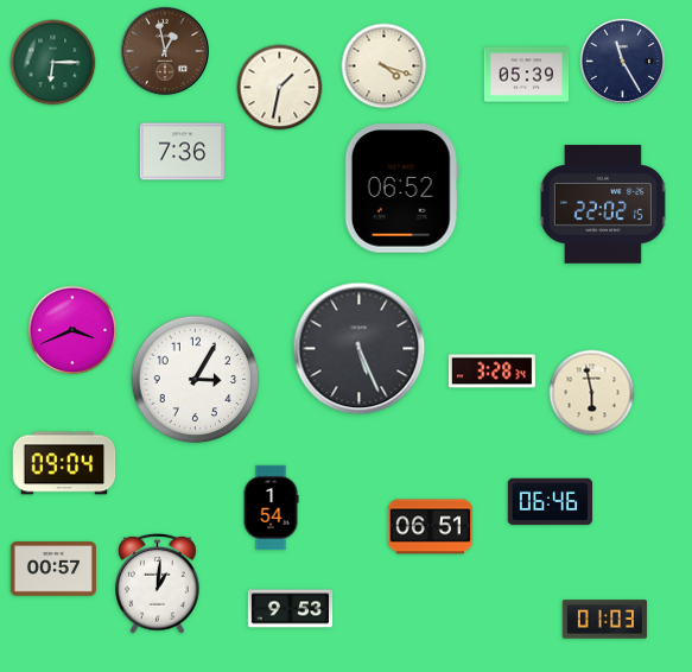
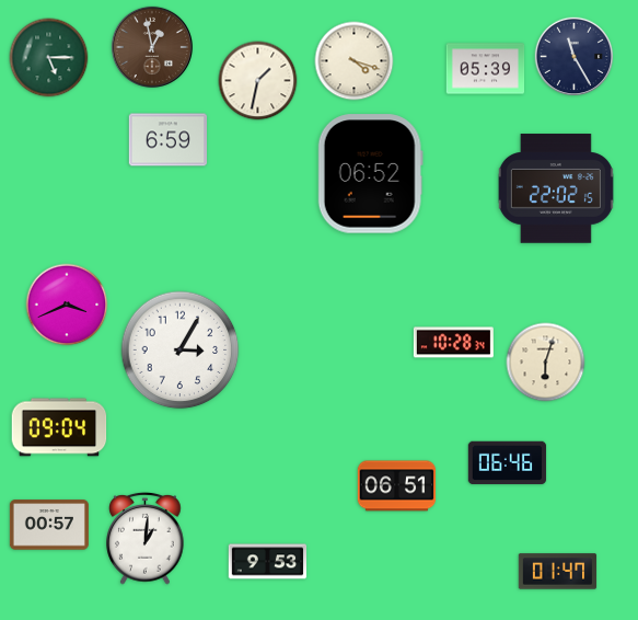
clock at (53, 63): 6:15 -> 5:15
clock at (183, 152): 7:36 -> 6:59
clock at (360, 349): 5:26 -> none
clock at (491, 372): 3:28 -> 10:28
clock at (592, 393): 5:58 -> 6:03
clock at (271, 508): 1:54 -> none
clock at (605, 620): 01:03 -> 01:47
